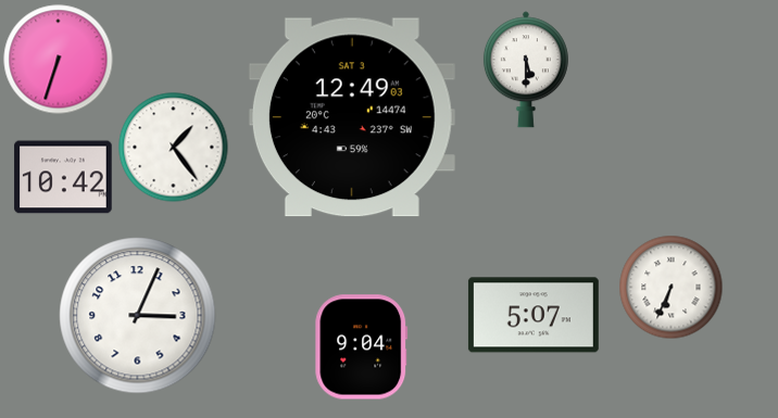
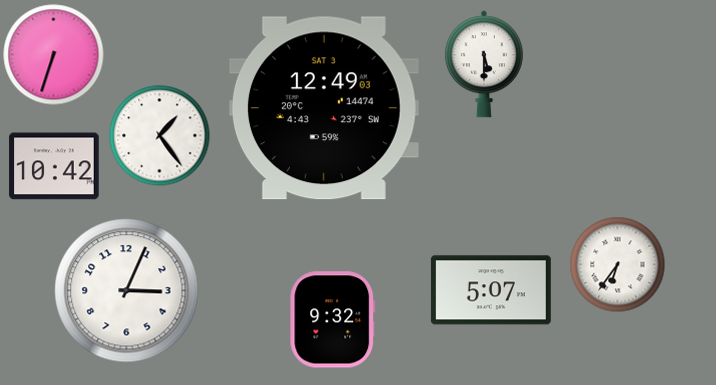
clock at (63, 177) position: (63, 177) -> (54, 166)
clock at (672, 288): 6:34 -> 6:36
clock at (362, 347): 9:04 -> 9:32
